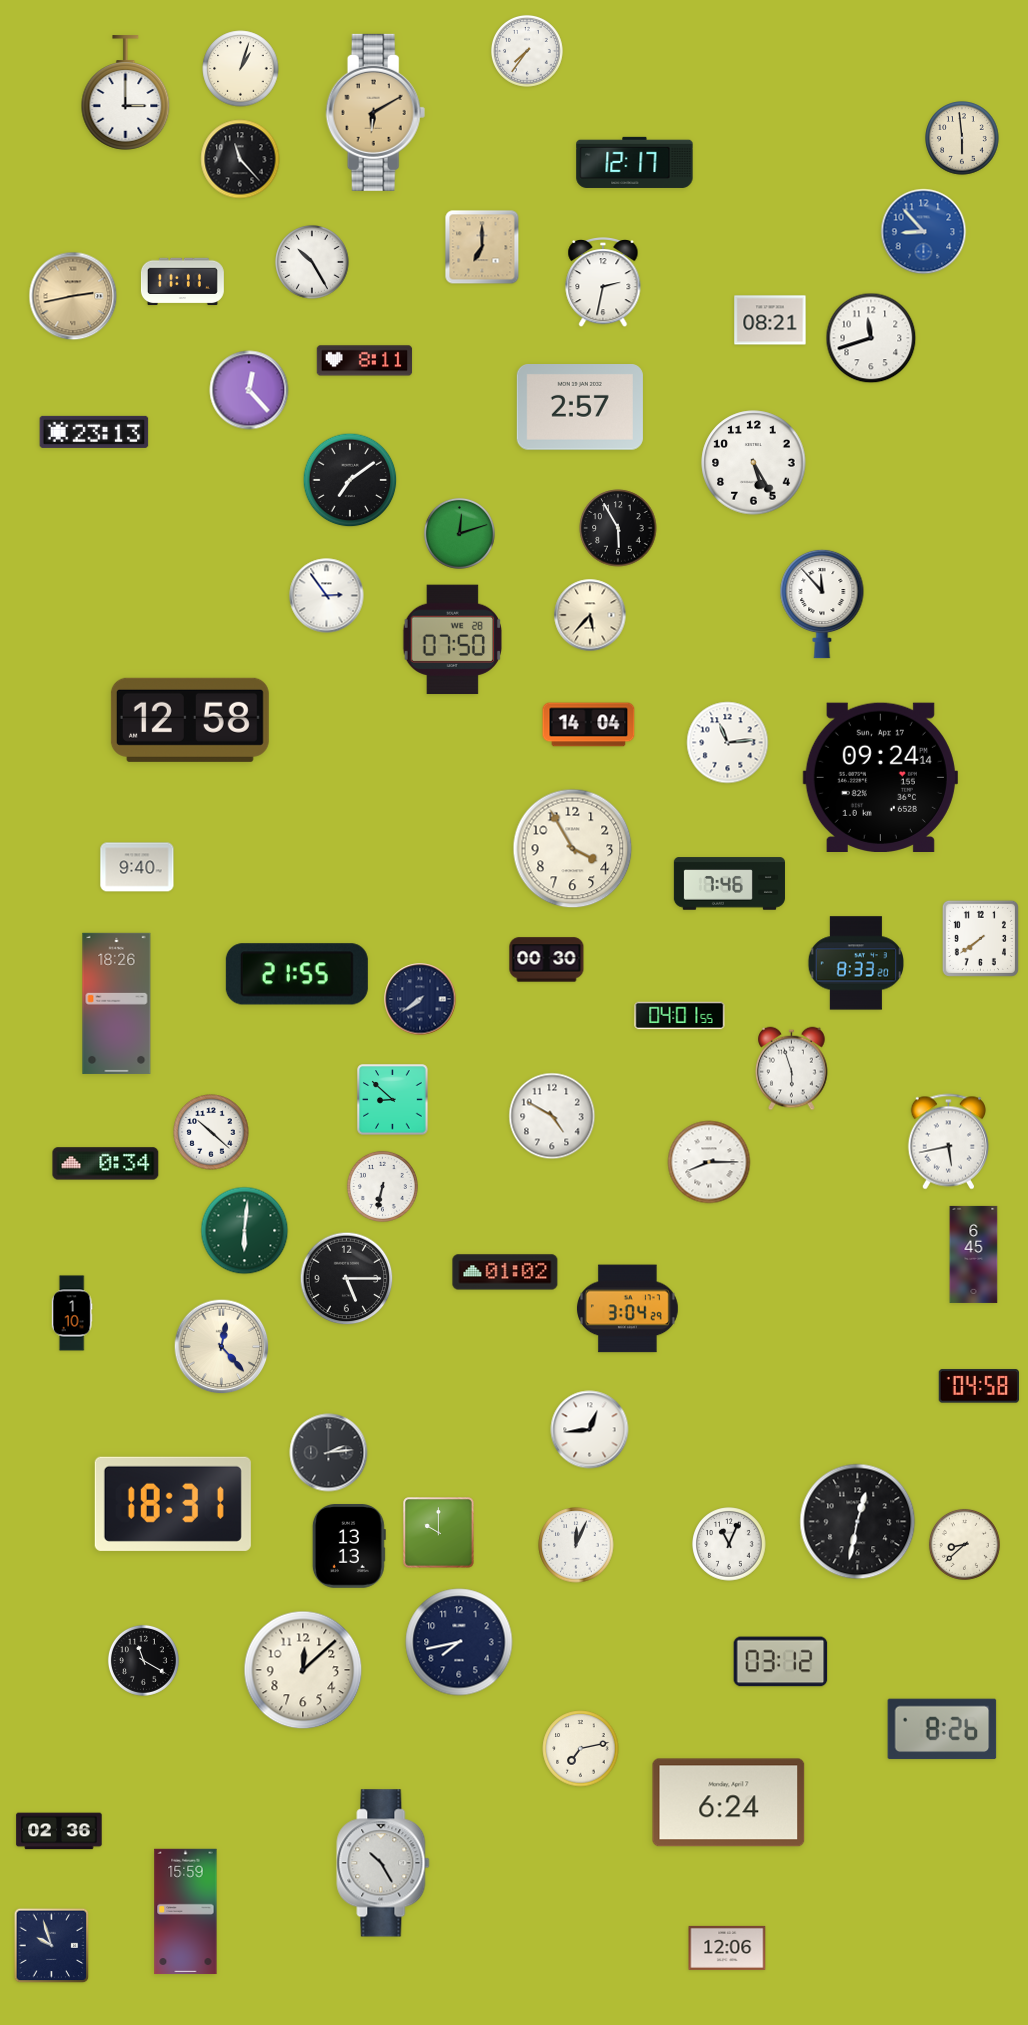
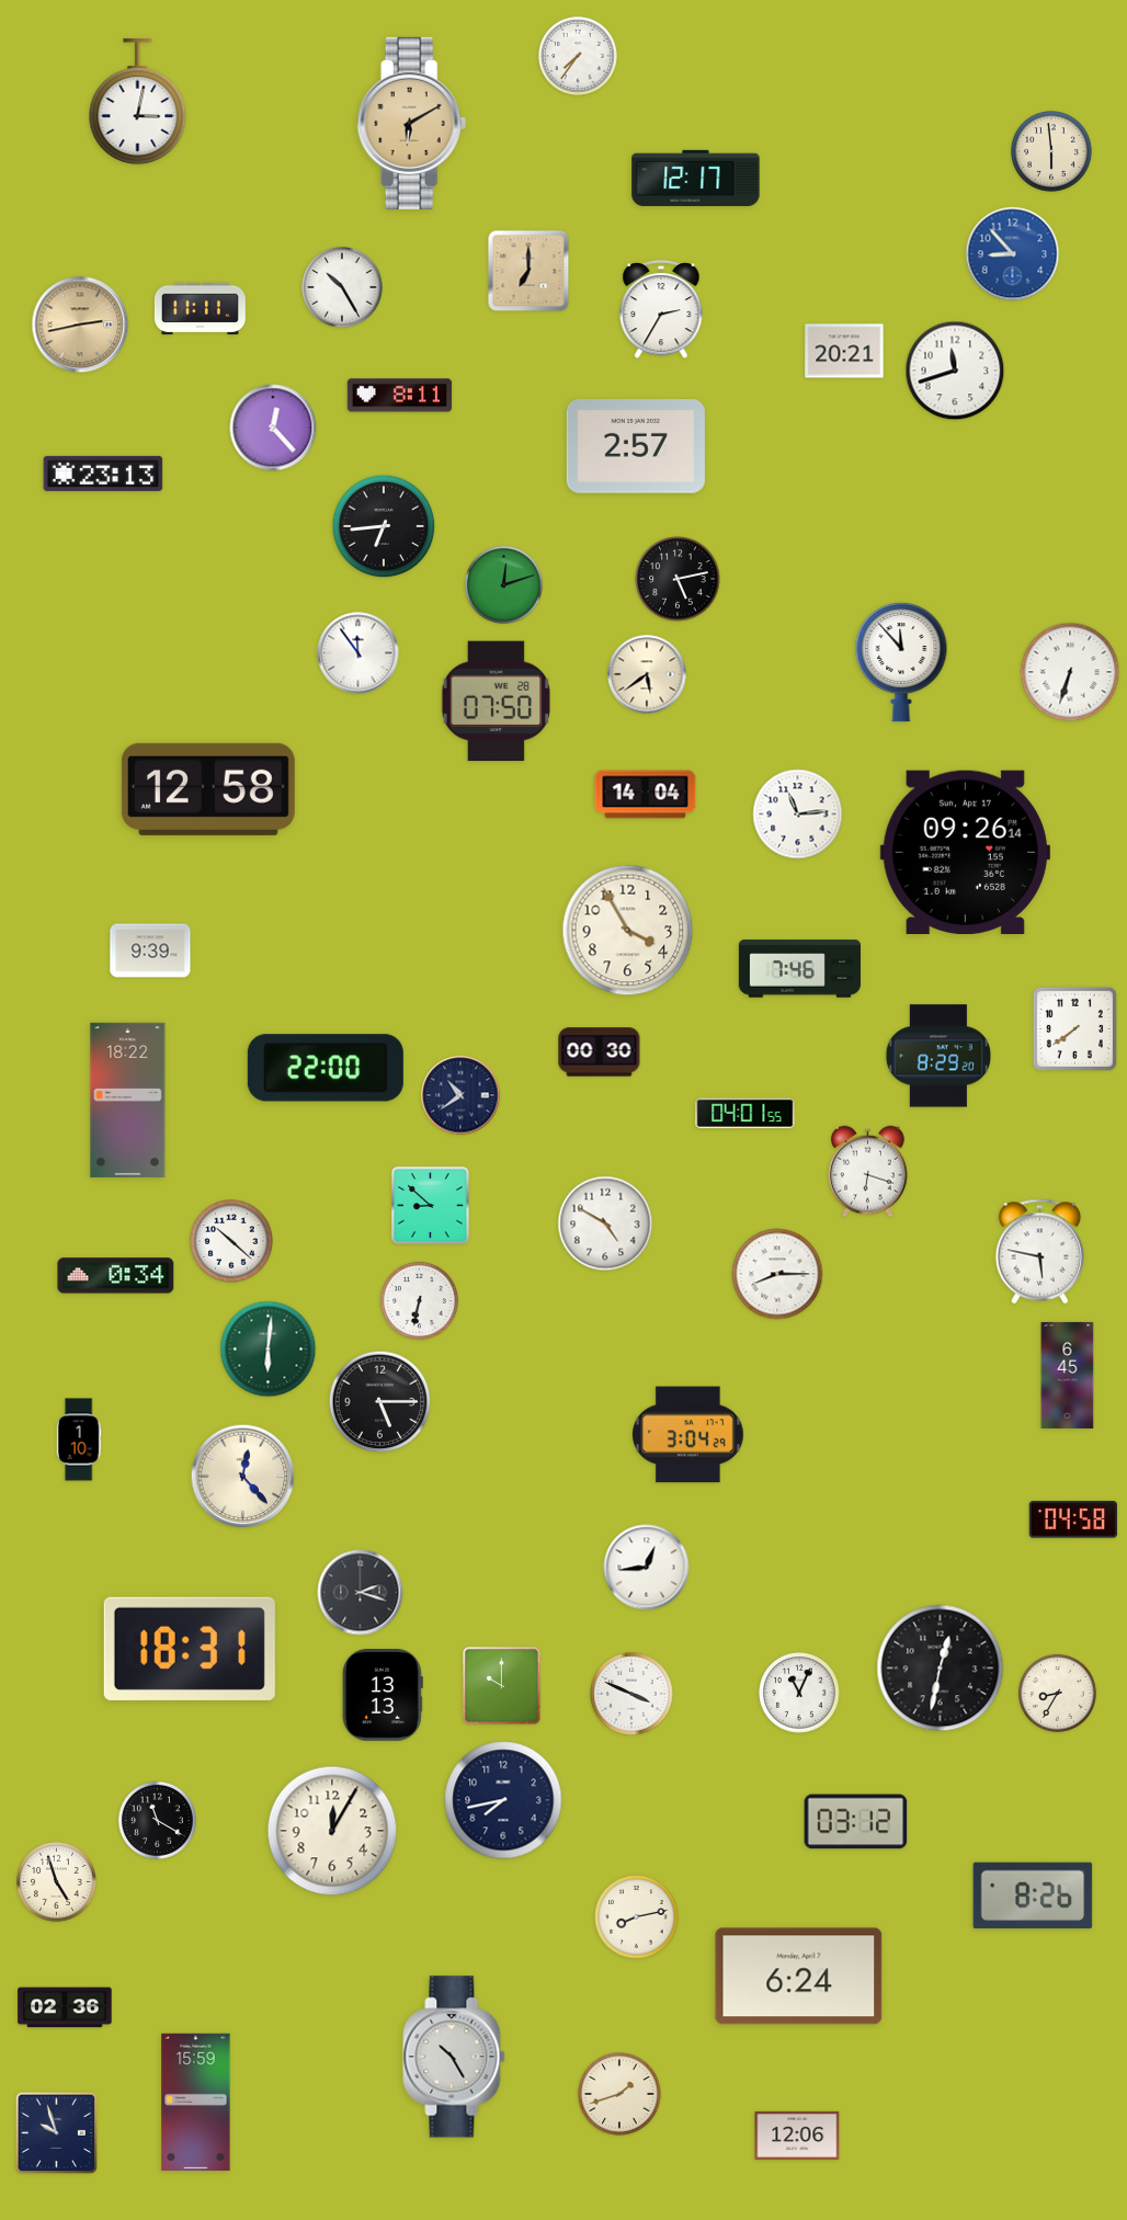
clock at (241, 69): 1:03 -> none
clock at (126, 93): 3:00 -> 3:02
clock at (962, 138) position: (962, 138) -> (1051, 151)
clock at (240, 159): 11:23 -> none
clock at (603, 283): 2:32 -> 2:35
clock at (770, 320): 08:21 -> 20:21
clock at (754, 463): 5:25 -> none
clock at (350, 480): 7:09 -> 6:44
clock at (618, 528): 5:55 -> 5:13
clock at (327, 596): 2:54 -> 11:54
clock at (1070, 672): none -> 6:33
clock at (590, 615): 5:37 -> 5:39
clock at (880, 777): 09:24 -> 09:26
clock at (137, 867): 9:40 -> 9:39
clock at (855, 963): 8:33 -> 8:29
clock at (297, 974): 21:55 -> 22:00
clock at (420, 999): 7:39 -> 10:39
clock at (117, 1003): 18:26 -> 18:22
clock at (792, 1069): 5:57 -> 6:18
clock at (948, 1142): 5:43 -> 5:47
clock at (505, 1272): 01:02 -> none
clock at (329, 1453): 2:14 -> 2:18
clock at (439, 1533) position: (439, 1533) -> (502, 1686)
clock at (964, 1544): 8:38 -> 8:35
clock at (576, 1545): 12:04 -> 3:49
clock at (303, 1670): 12:08 -> 12:05
clock at (57, 1882): none -> 4:57
clock at (581, 1749): 7:13 -> 8:13
clock at (383, 1863) position: (383, 1863) -> (454, 2057)
clock at (619, 2094): none -> 1:42
clock at (186, 1912) position: (186, 1912) -> (196, 2103)
